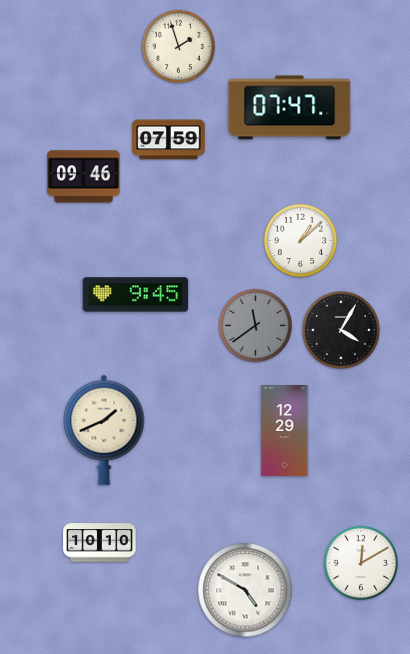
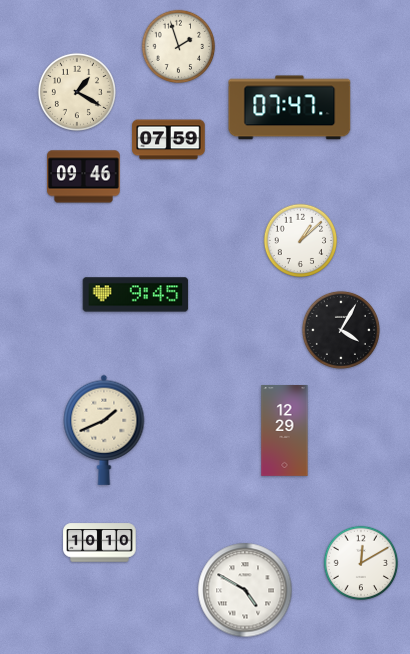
clock at (77, 92): none -> 1:20
clock at (256, 326): 11:39 -> none
